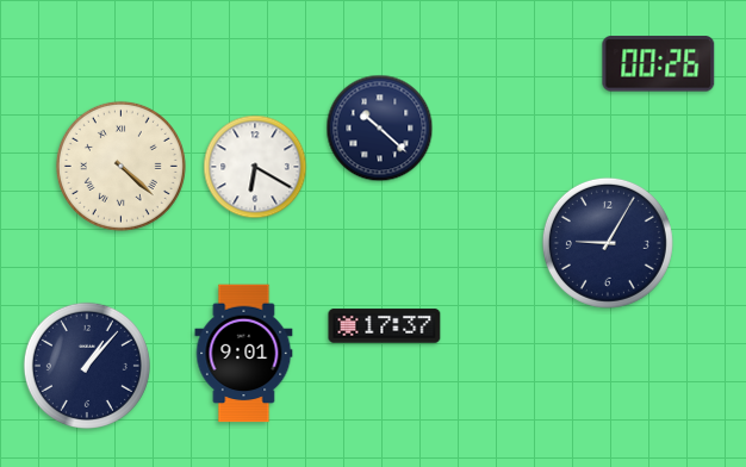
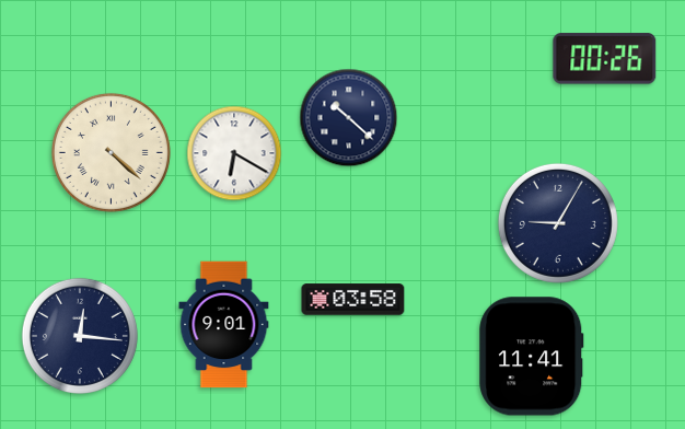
clock at (385, 326): 17:37 -> 03:58
clock at (87, 366): 1:07 -> 12:16
clock at (532, 357): none -> 11:41
